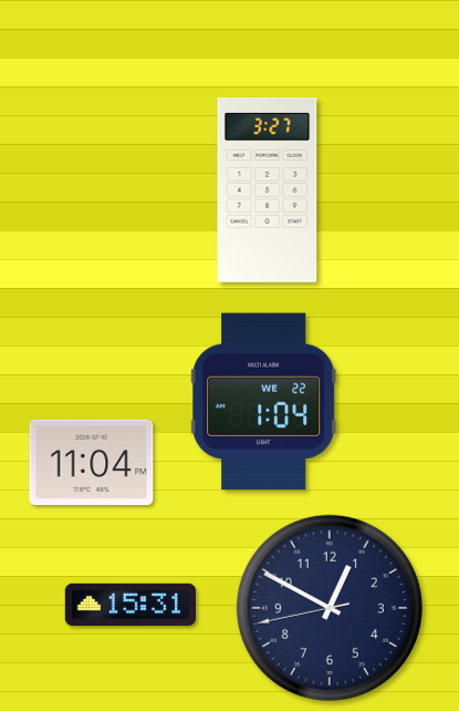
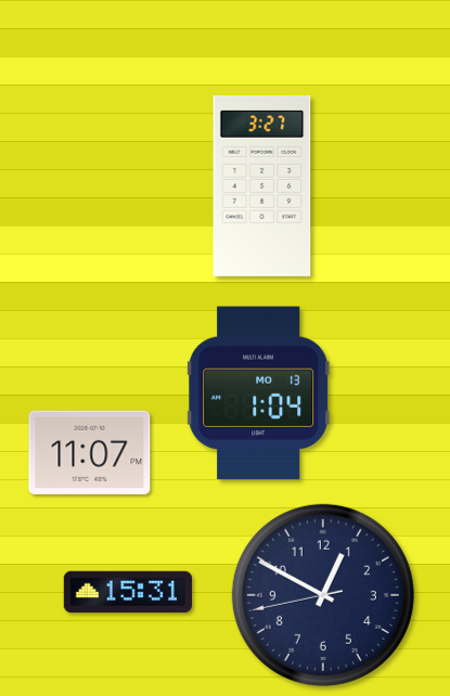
clock at (264, 402) date: WE 22 -> MO 13
clock at (92, 462): 11:04 -> 11:07
